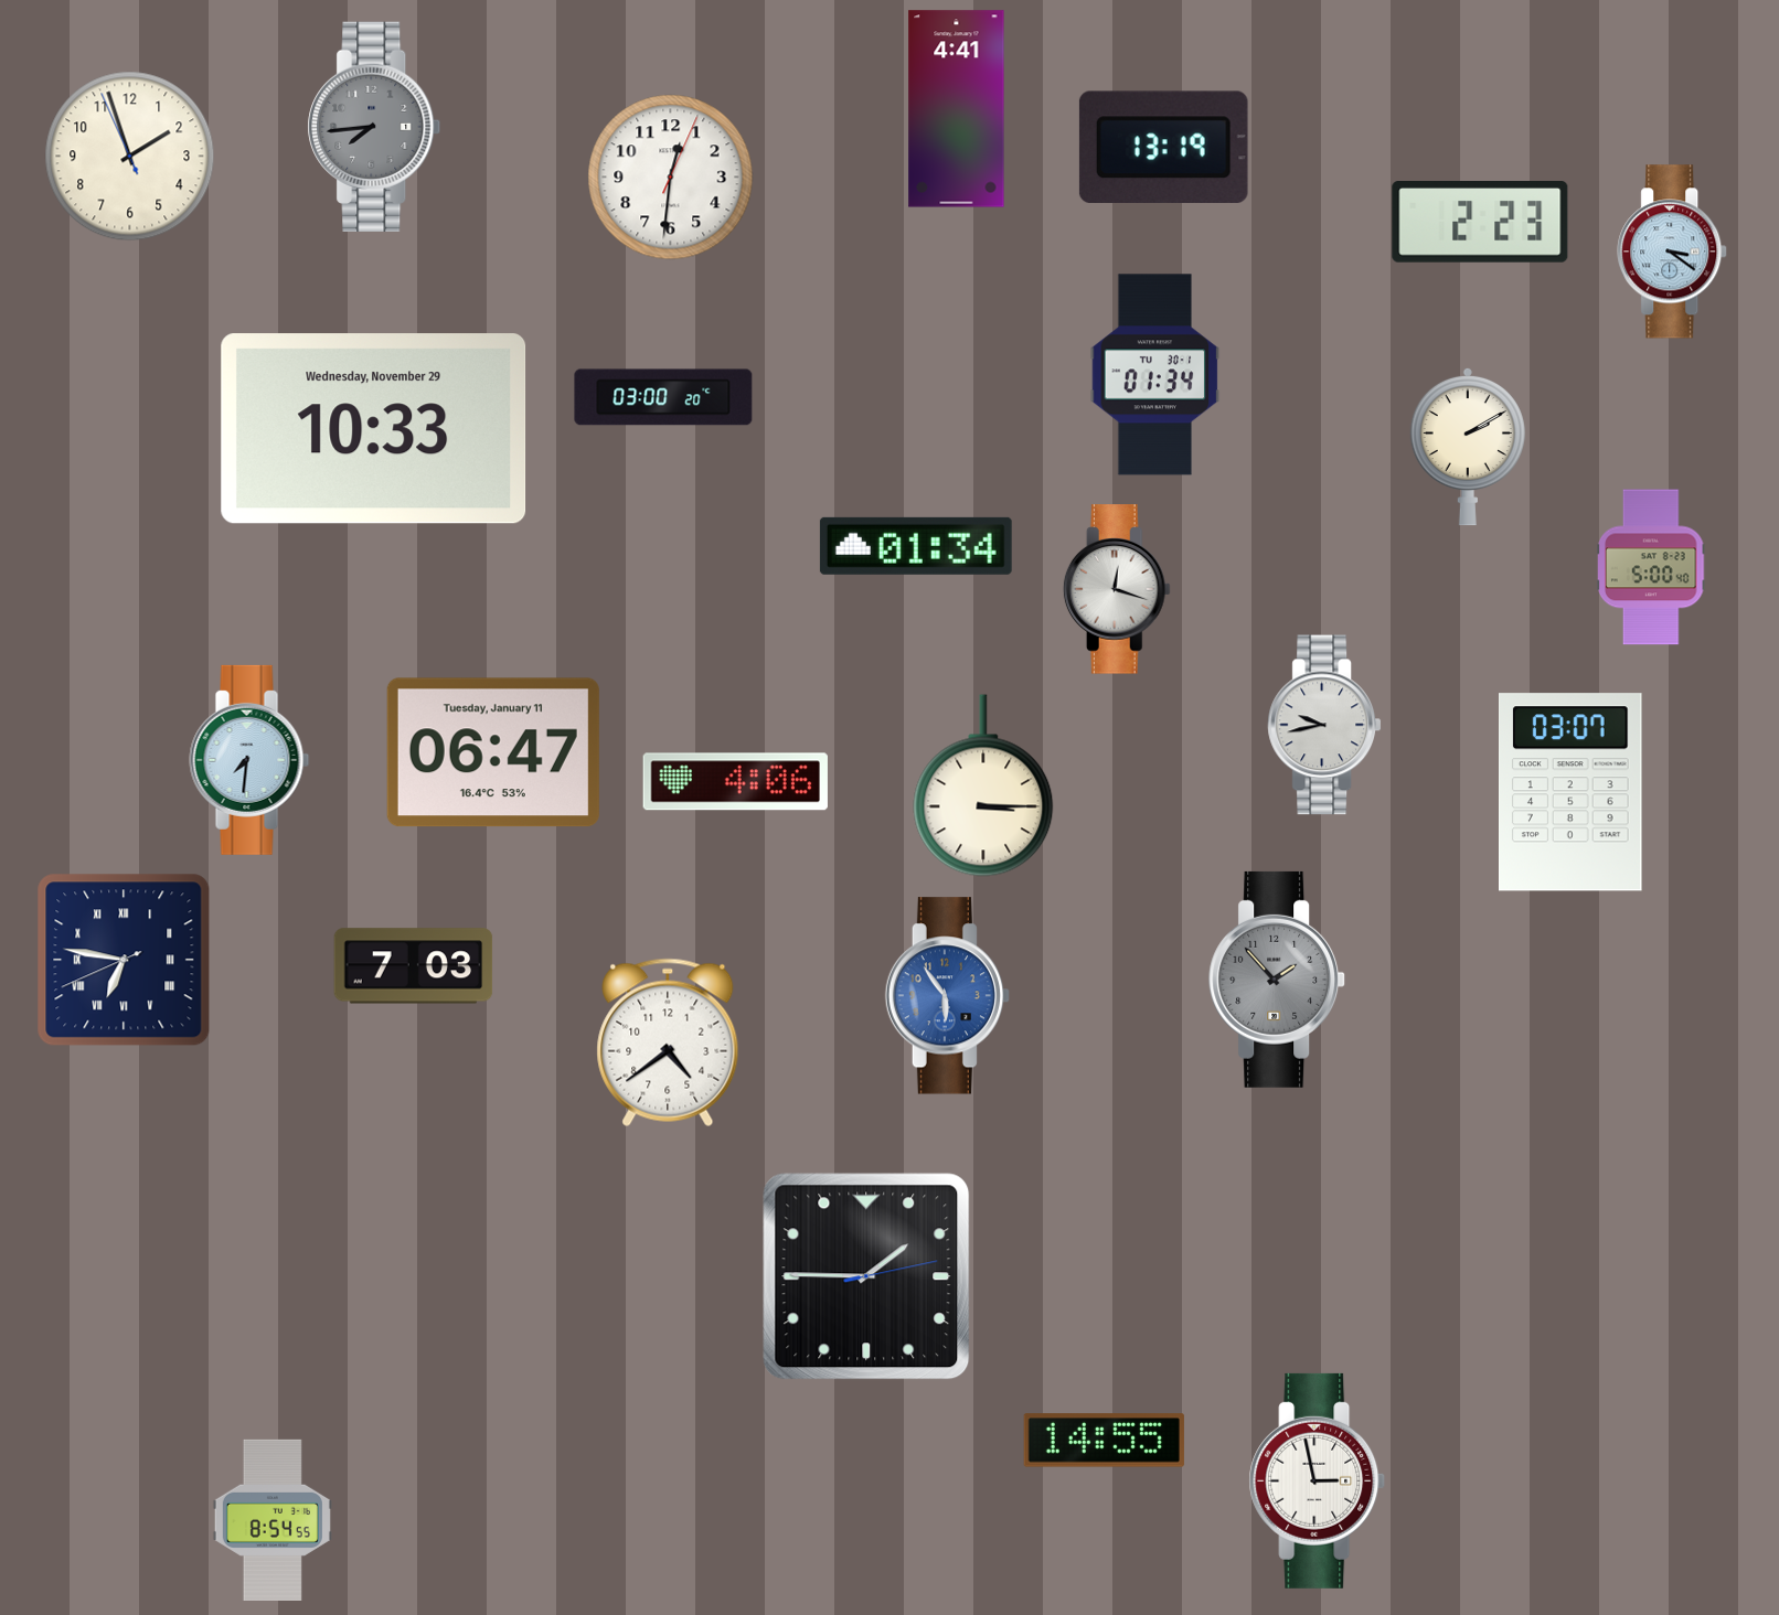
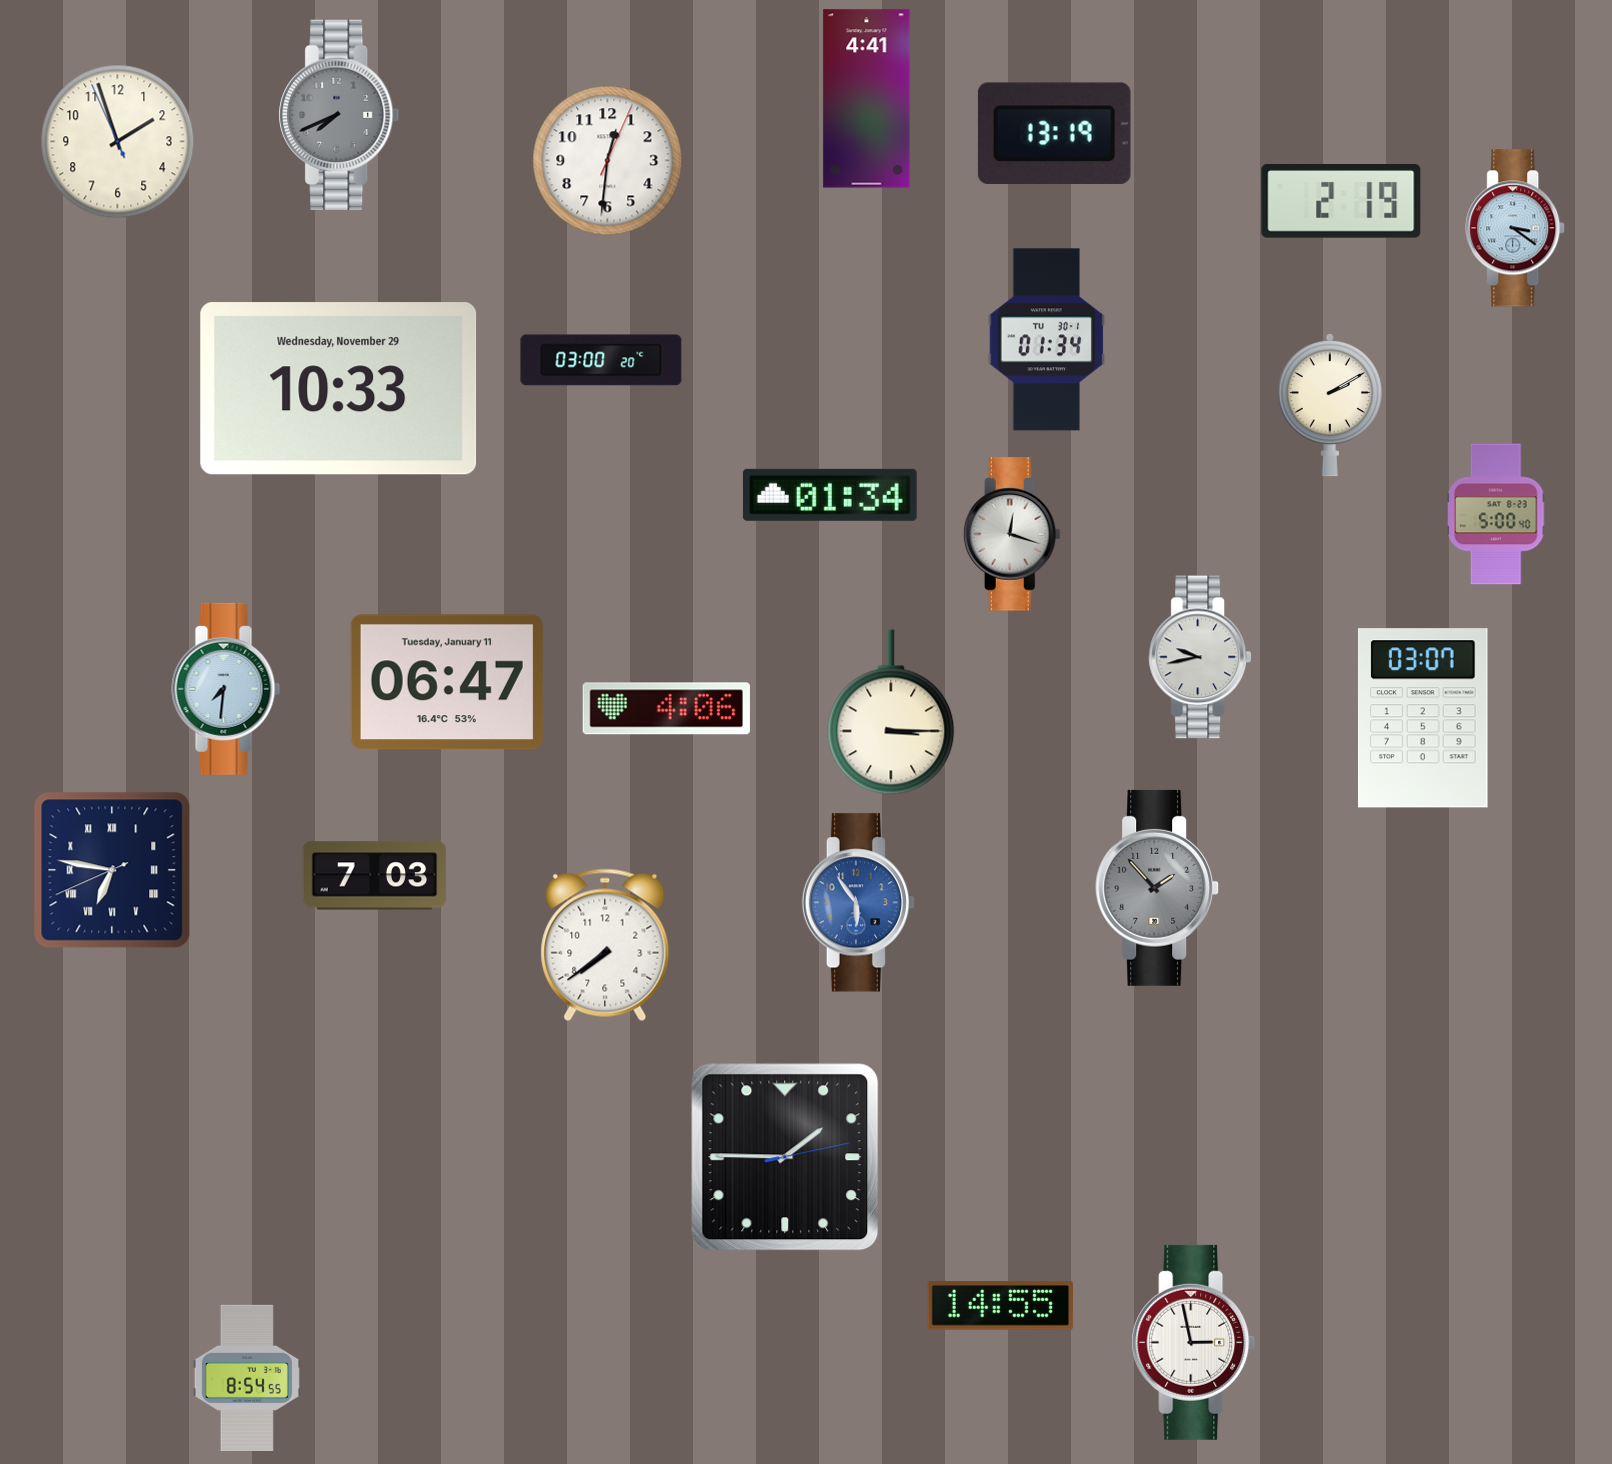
clock at (374, 127): 7:44 -> 7:41
clock at (1480, 223): 2:23 -> 2:19
clock at (668, 1042): 4:39 -> 7:39
